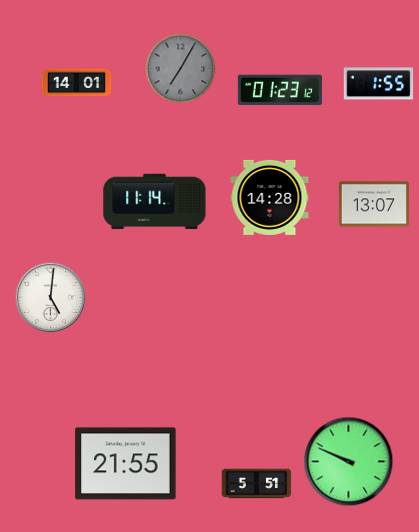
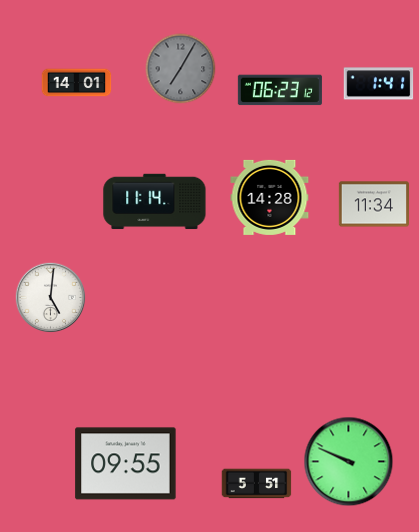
clock at (379, 84): 1:55 -> 1:41
clock at (280, 90): 01:23 -> 06:23
clock at (374, 204): 13:07 -> 11:34
clock at (126, 464): 21:55 -> 09:55
